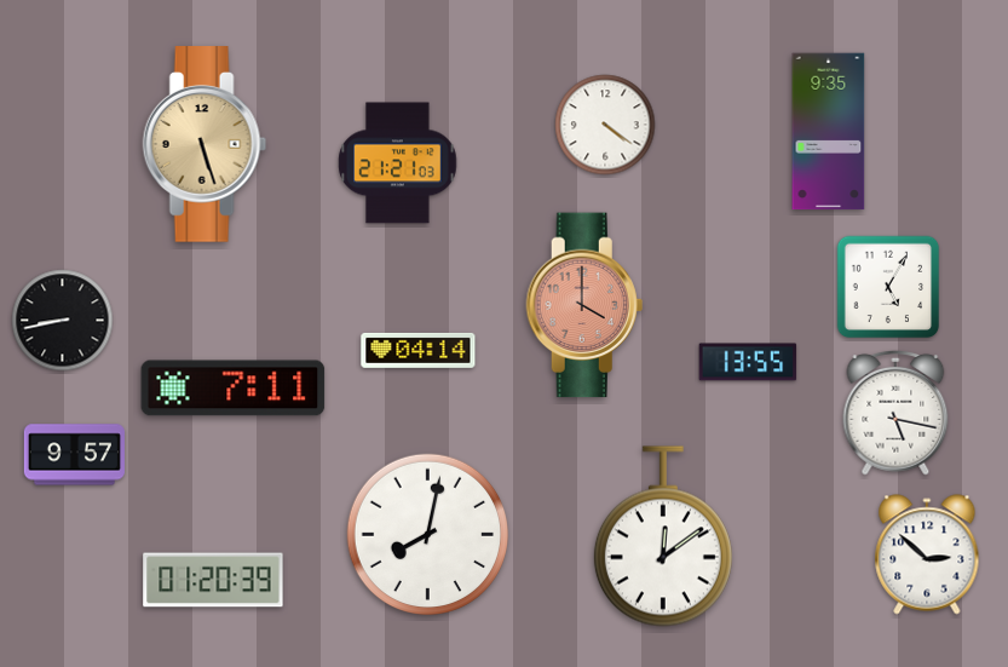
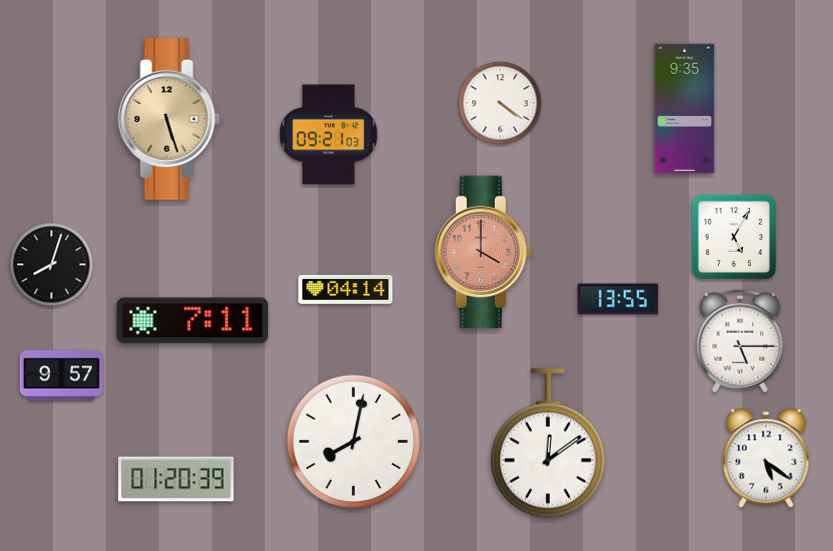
clock at (398, 163): 21:21 -> 09:21
clock at (63, 321): 8:43 -> 8:03
clock at (895, 413): 5:17 -> 5:15
clock at (927, 554): 2:52 -> 5:21
